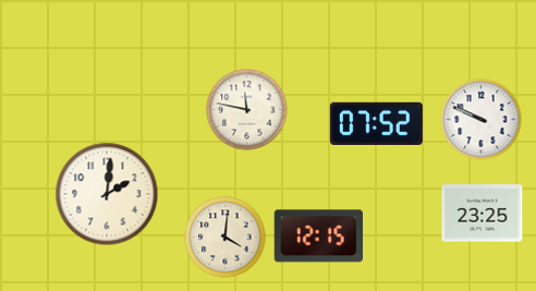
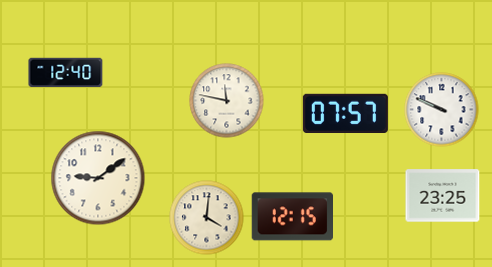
clock at (66, 73): none -> 12:40
clock at (376, 123): 07:52 -> 07:57
clock at (107, 194): 2:01 -> 9:09
